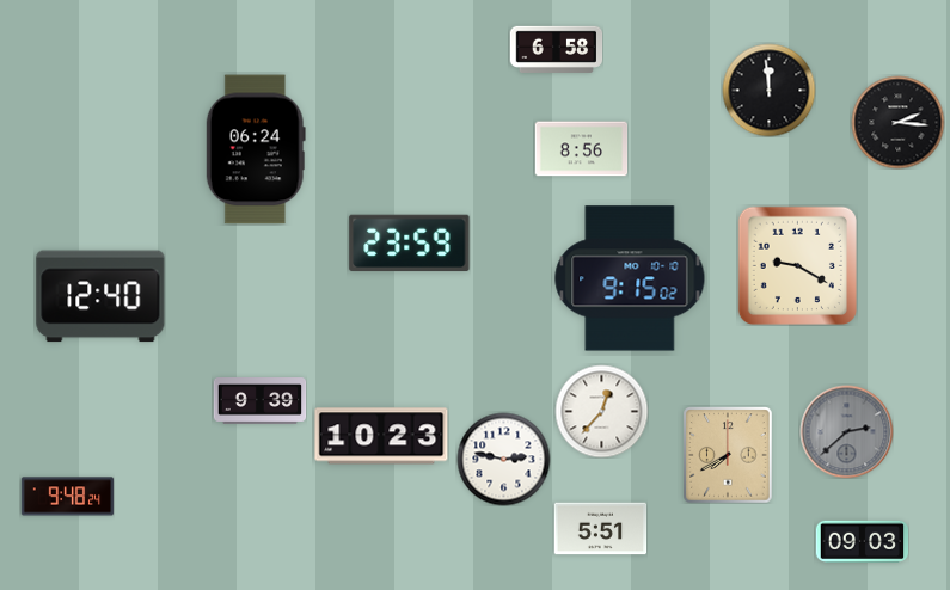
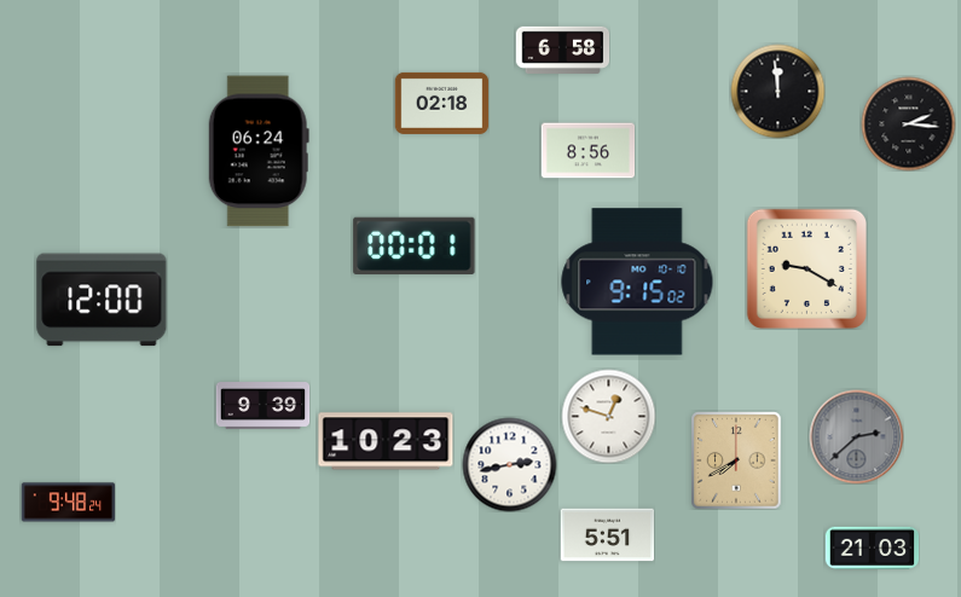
clock at (441, 103): none -> 02:18
clock at (410, 244): 23:59 -> 00:01
clock at (100, 296): 12:40 -> 12:00
clock at (601, 411): 12:37 -> 12:48
clock at (503, 459): 2:47 -> 2:43
clock at (862, 541): 09:03 -> 21:03
